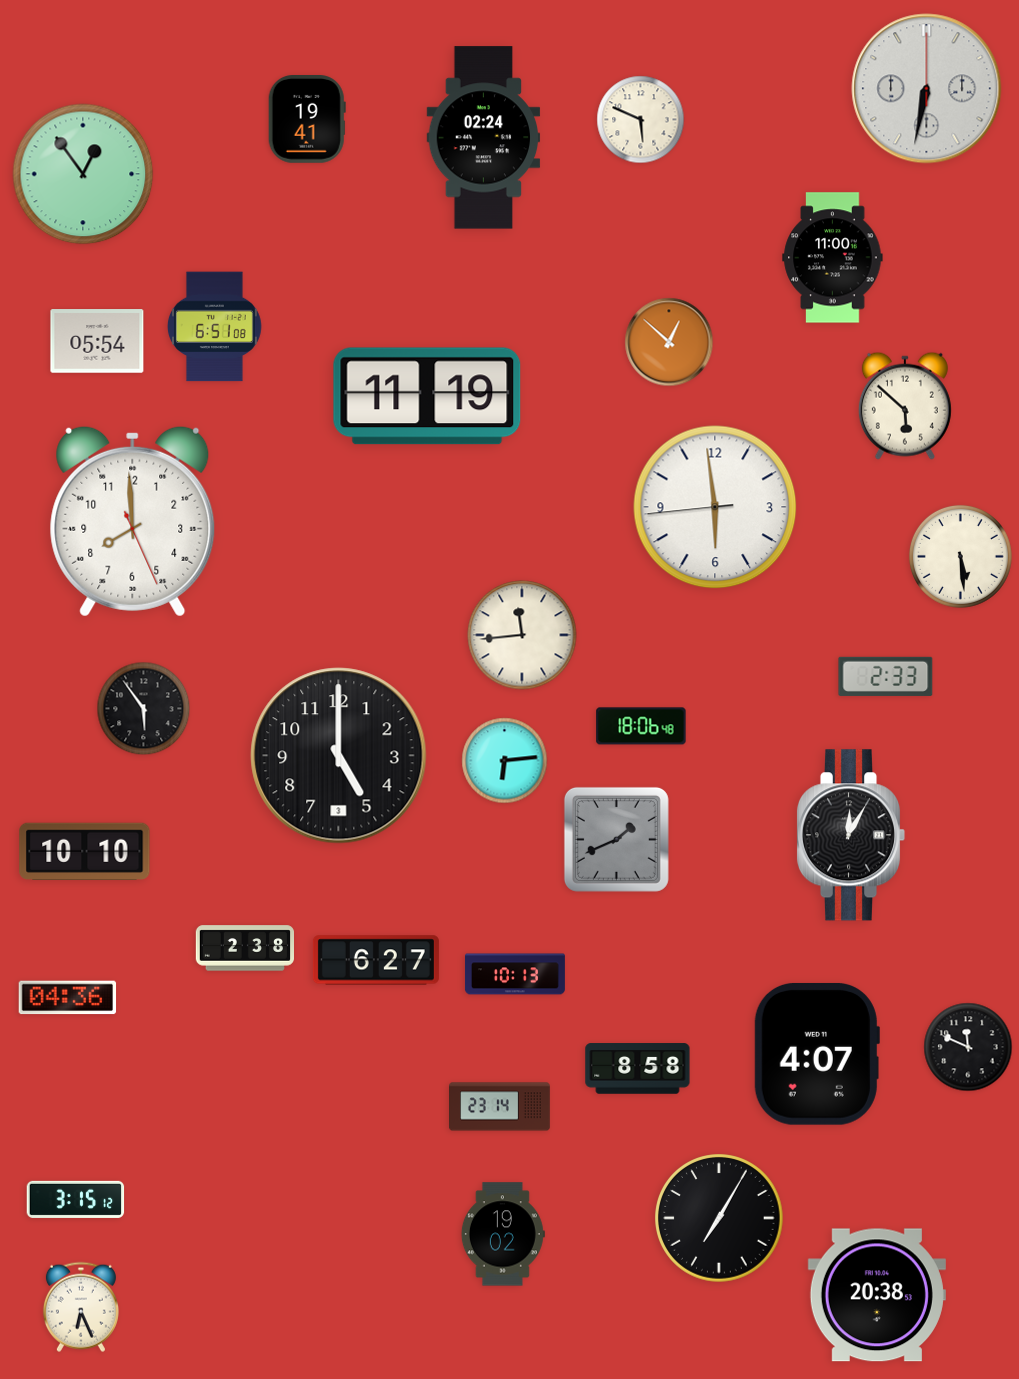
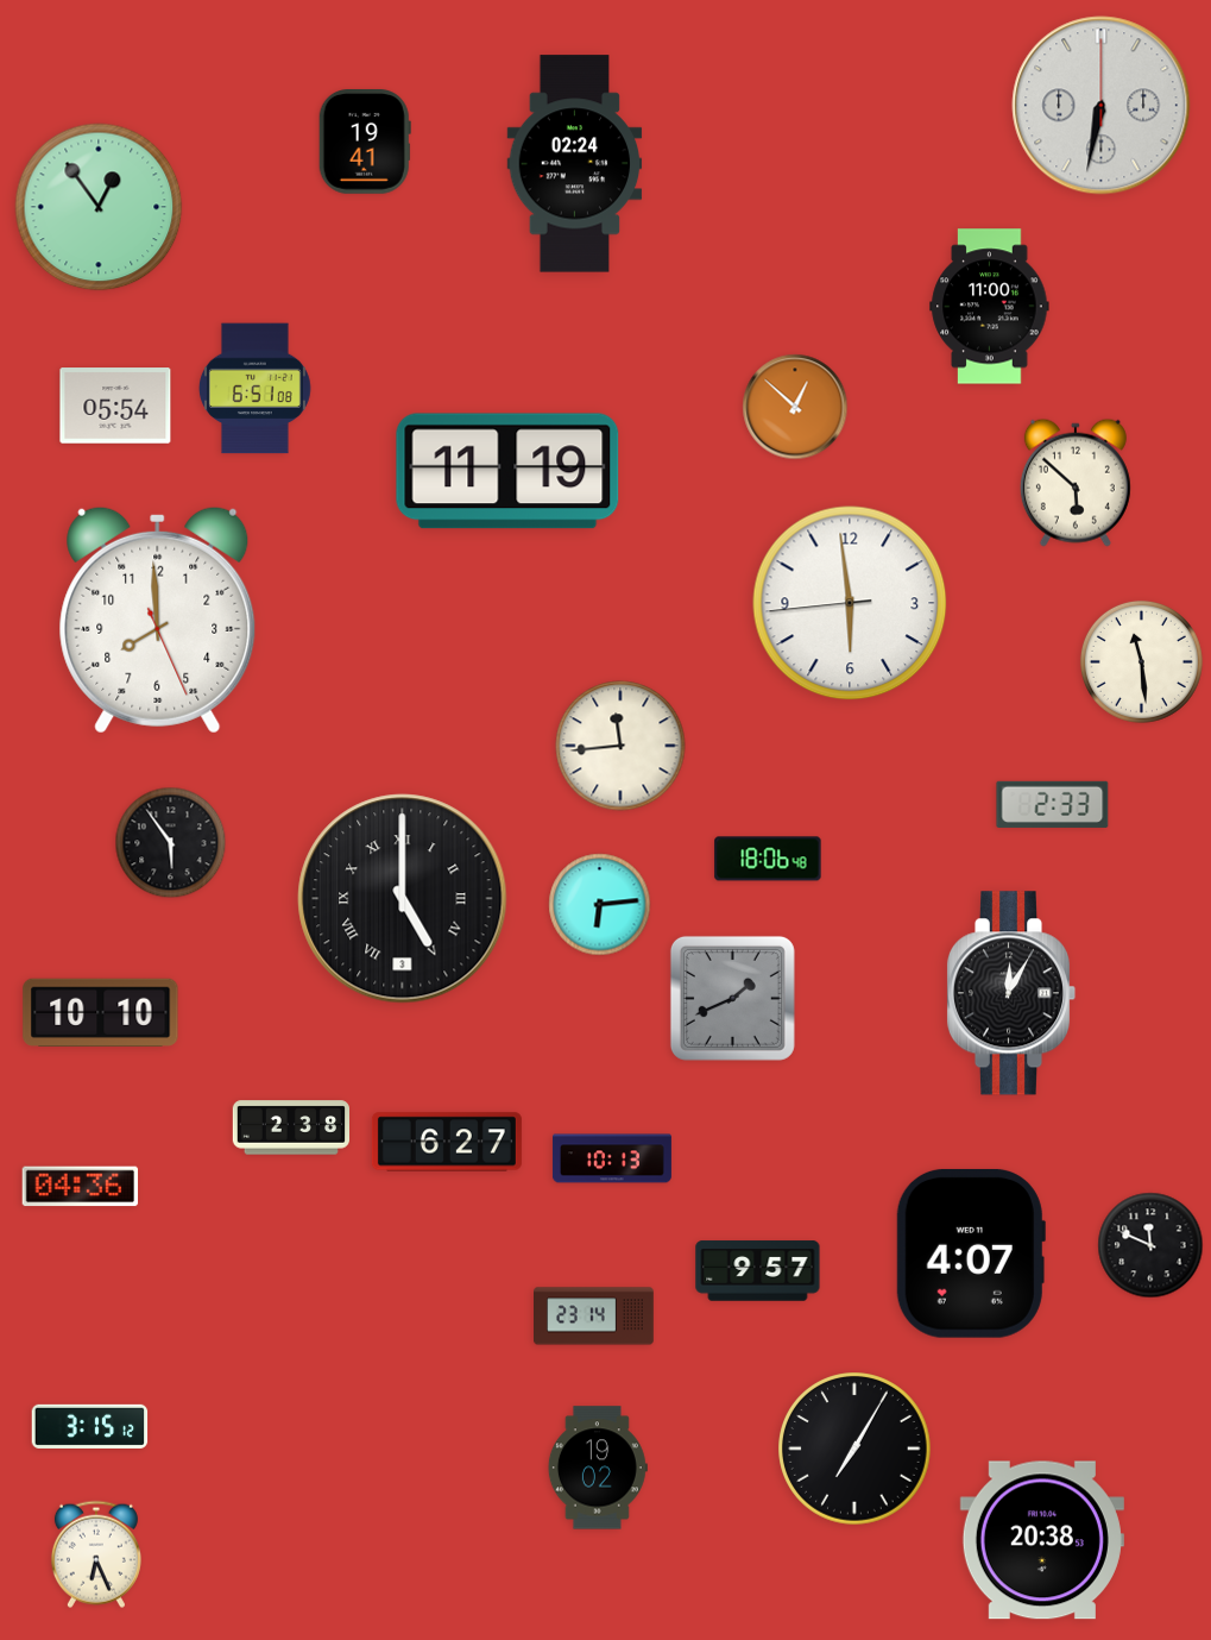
clock at (641, 120): 5:49 -> none
clock at (960, 556): 5:29 -> 11:29
clock at (522, 635) position: (522, 635) -> (620, 746)
clock at (641, 726) position: (641, 726) -> (768, 859)
clock at (339, 756) numerals: Arabic -> Roman
clock at (638, 1069): 8:58 -> 9:57
